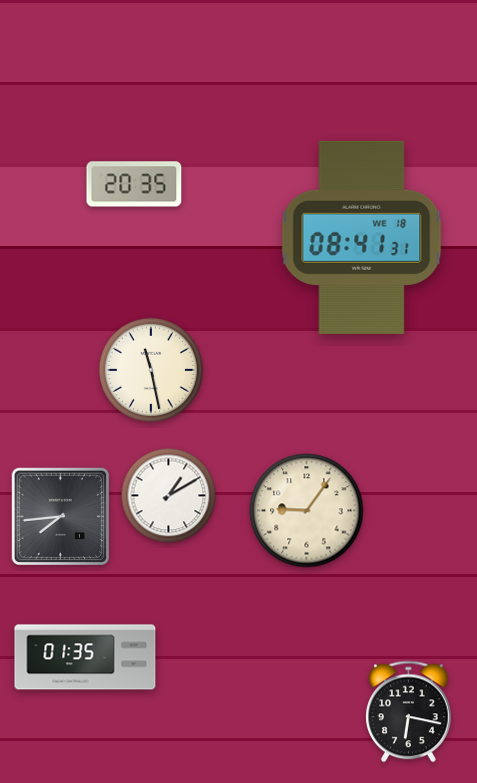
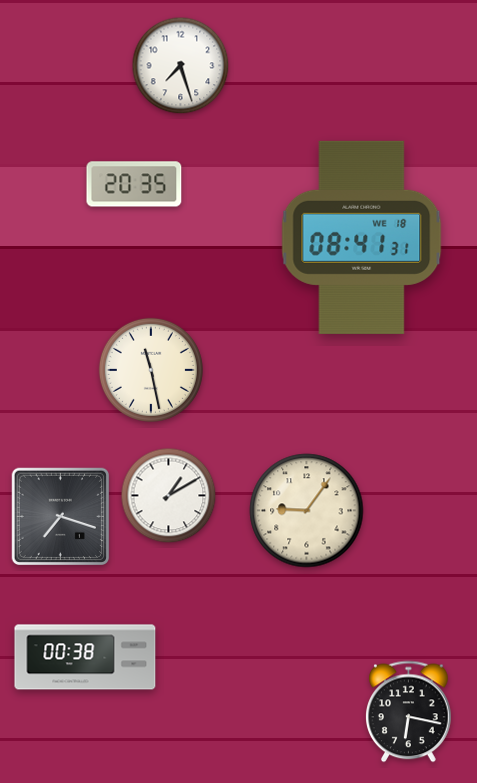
clock at (181, 66): none -> 7:27
clock at (61, 517): 7:44 -> 7:18
clock at (85, 657): 01:35 -> 00:38
